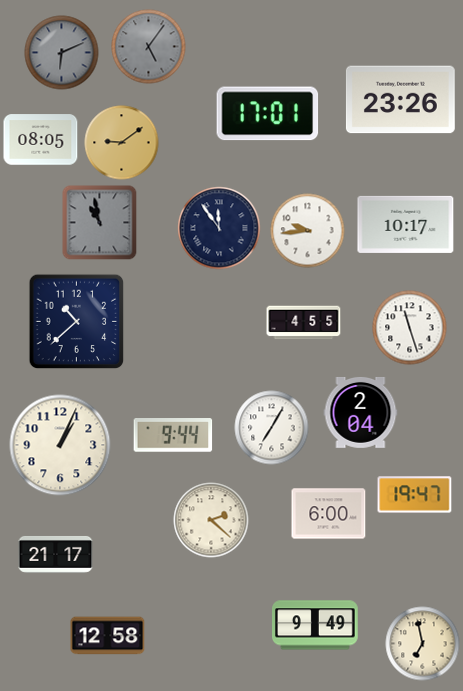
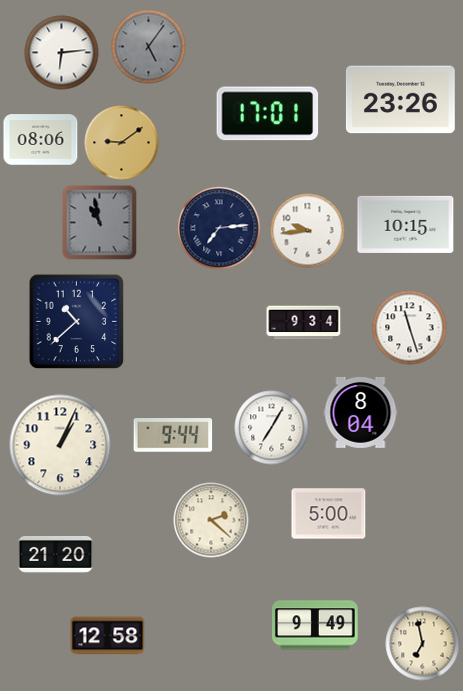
clock at (62, 53): 6:11 -> 6:14
clock at (62, 53) dial: grey -> white
clock at (41, 140): 08:05 -> 08:06
clock at (406, 224): 10:17 -> 10:15
clock at (219, 228): 11:54 -> 7:14
clock at (304, 323): 4:55 -> 9:34
clock at (361, 412): 2:04 -> 8:04
clock at (415, 495): 19:47 -> none
clock at (329, 514): 6:00 -> 5:00
clock at (56, 554): 21:17 -> 21:20
